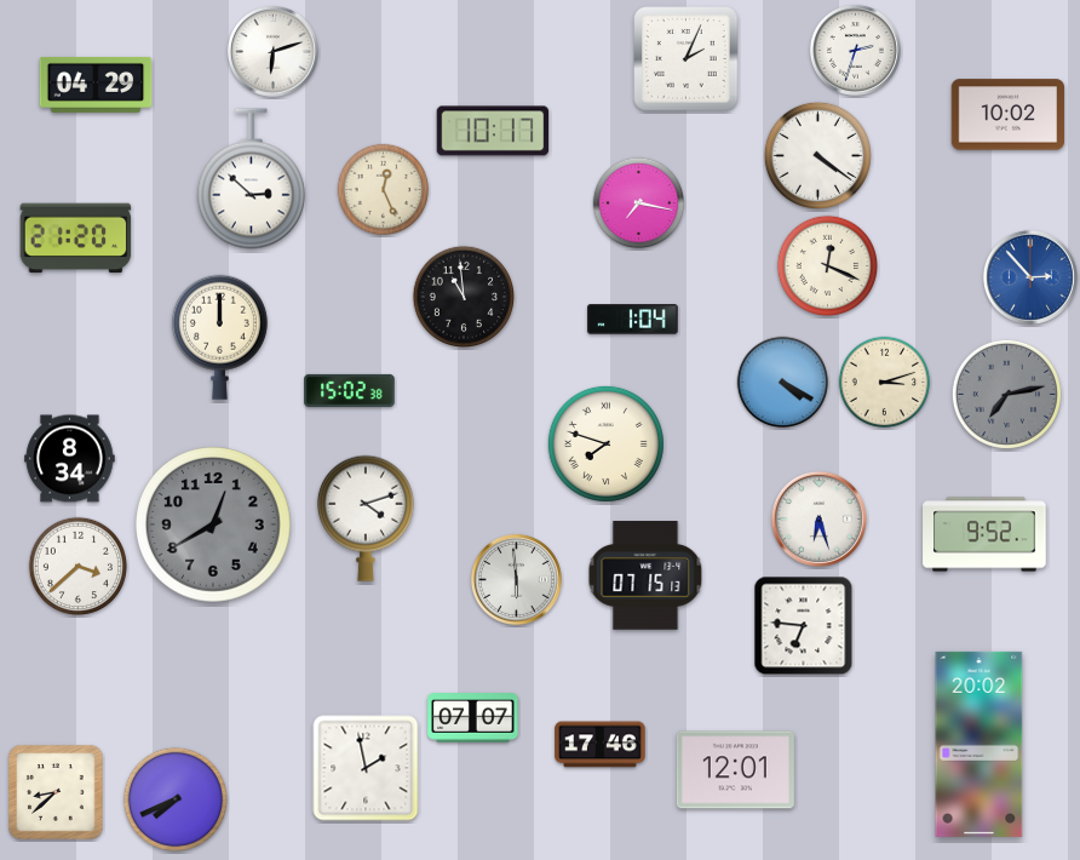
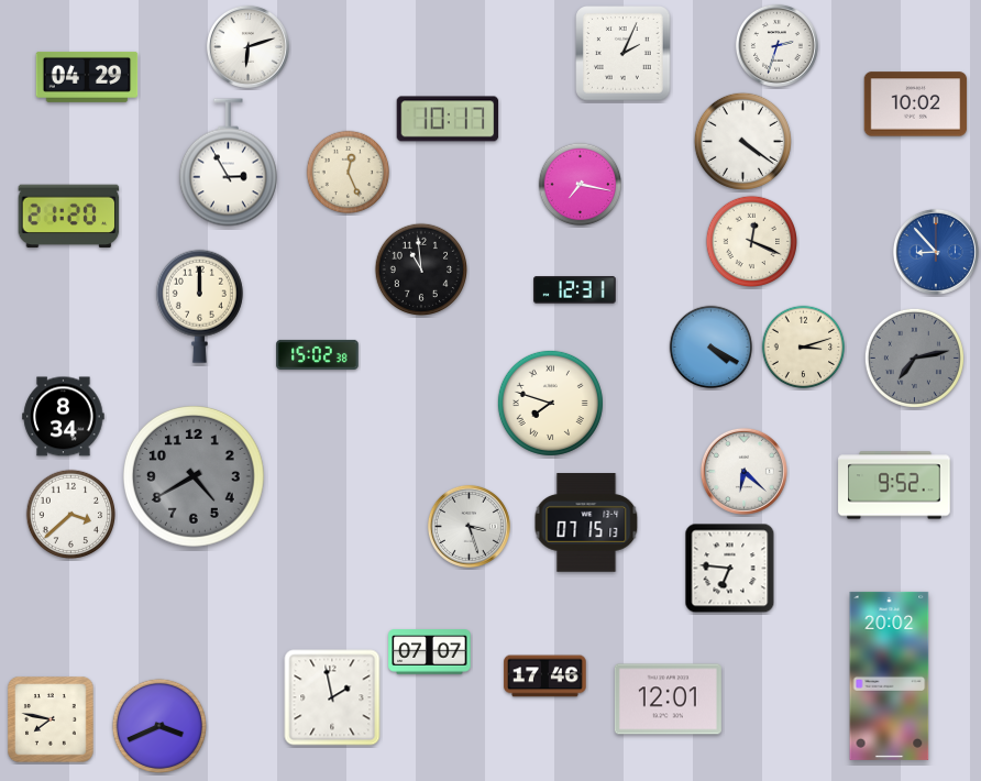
clock at (251, 179): 2:52 -> 2:55
clock at (1030, 277): 2:53 -> 8:53
clock at (633, 320): 1:04 -> 12:31
clock at (366, 518): 4:12 -> none
clock at (818, 518): 6:27 -> 6:22
clock at (214, 526): 12:40 -> 4:40
clock at (516, 579): 5:59 -> 3:27
clock at (56, 792): 8:38 -> 7:47
clock at (174, 798): 7:41 -> 3:41
